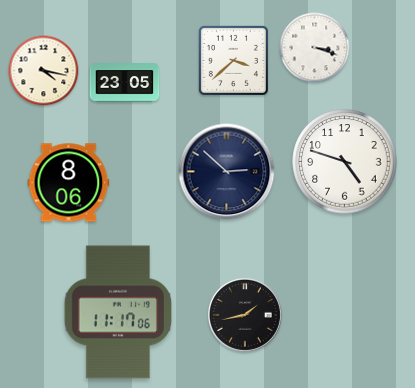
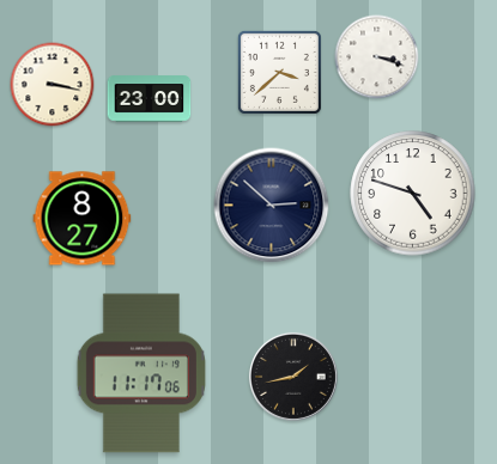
clock at (44, 71): 4:17 -> 3:17
clock at (125, 83): 23:05 -> 23:00
clock at (69, 183): 8:06 -> 8:27
